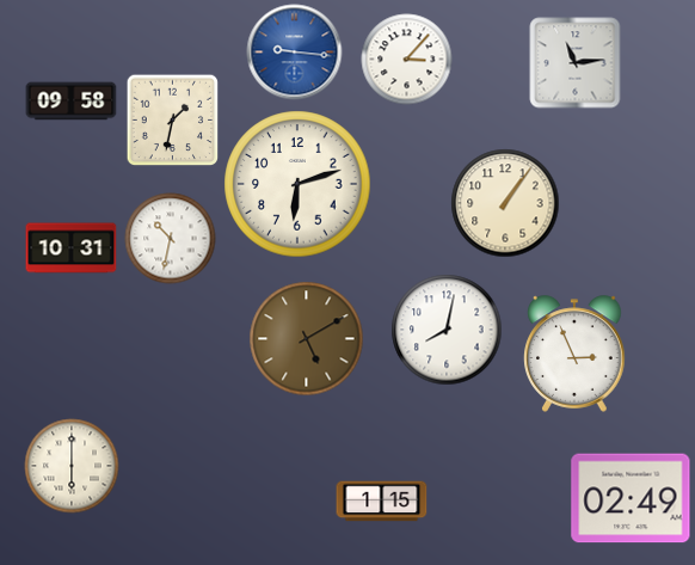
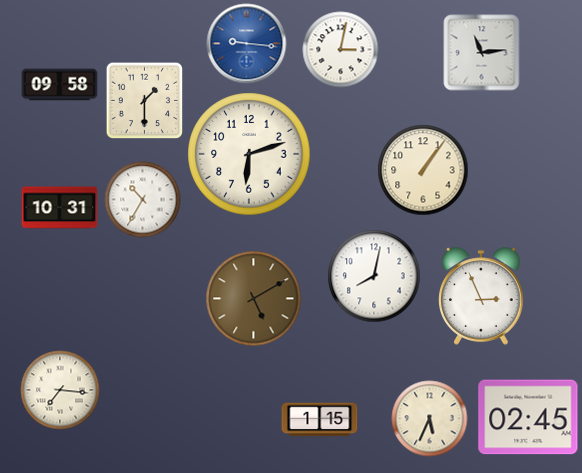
clock at (407, 60): 3:07 -> 3:02
clock at (172, 119): 1:32 -> 1:30
clock at (171, 239): 10:32 -> 10:35
clock at (307, 339) position: (307, 339) -> (254, 299)
clock at (72, 466): 6:00 -> 7:16
clock at (631, 498): 02:49 -> 02:45
clock at (430, 419): none -> 5:34
